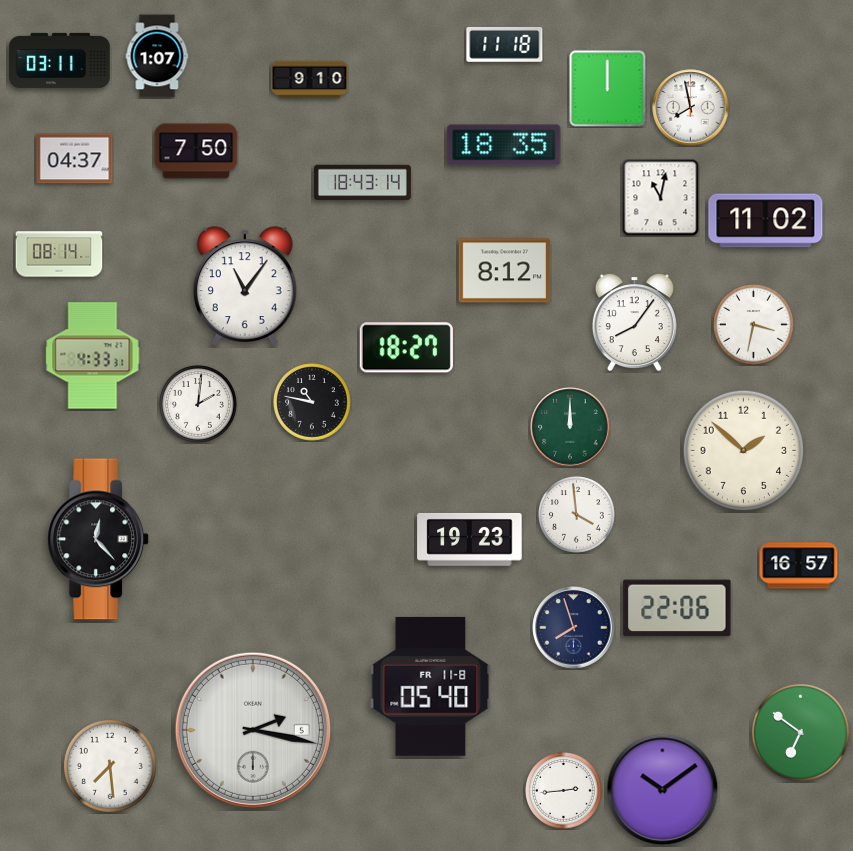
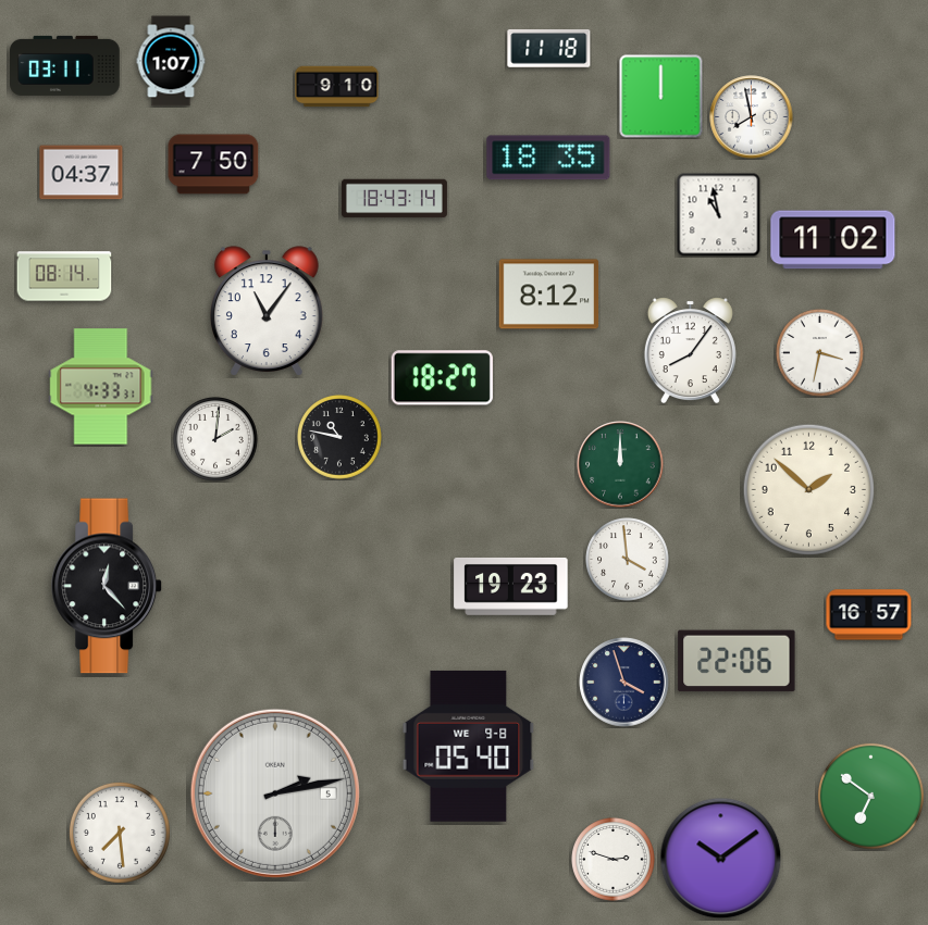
clock at (660, 197): 11:02 -> 10:58
clock at (574, 628): 7:57 -> 3:57
clock at (431, 686) date: FR 11-8 -> WE 9-8
clock at (253, 730): 2:17 -> 2:13
clock at (564, 791): 2:44 -> 2:48
